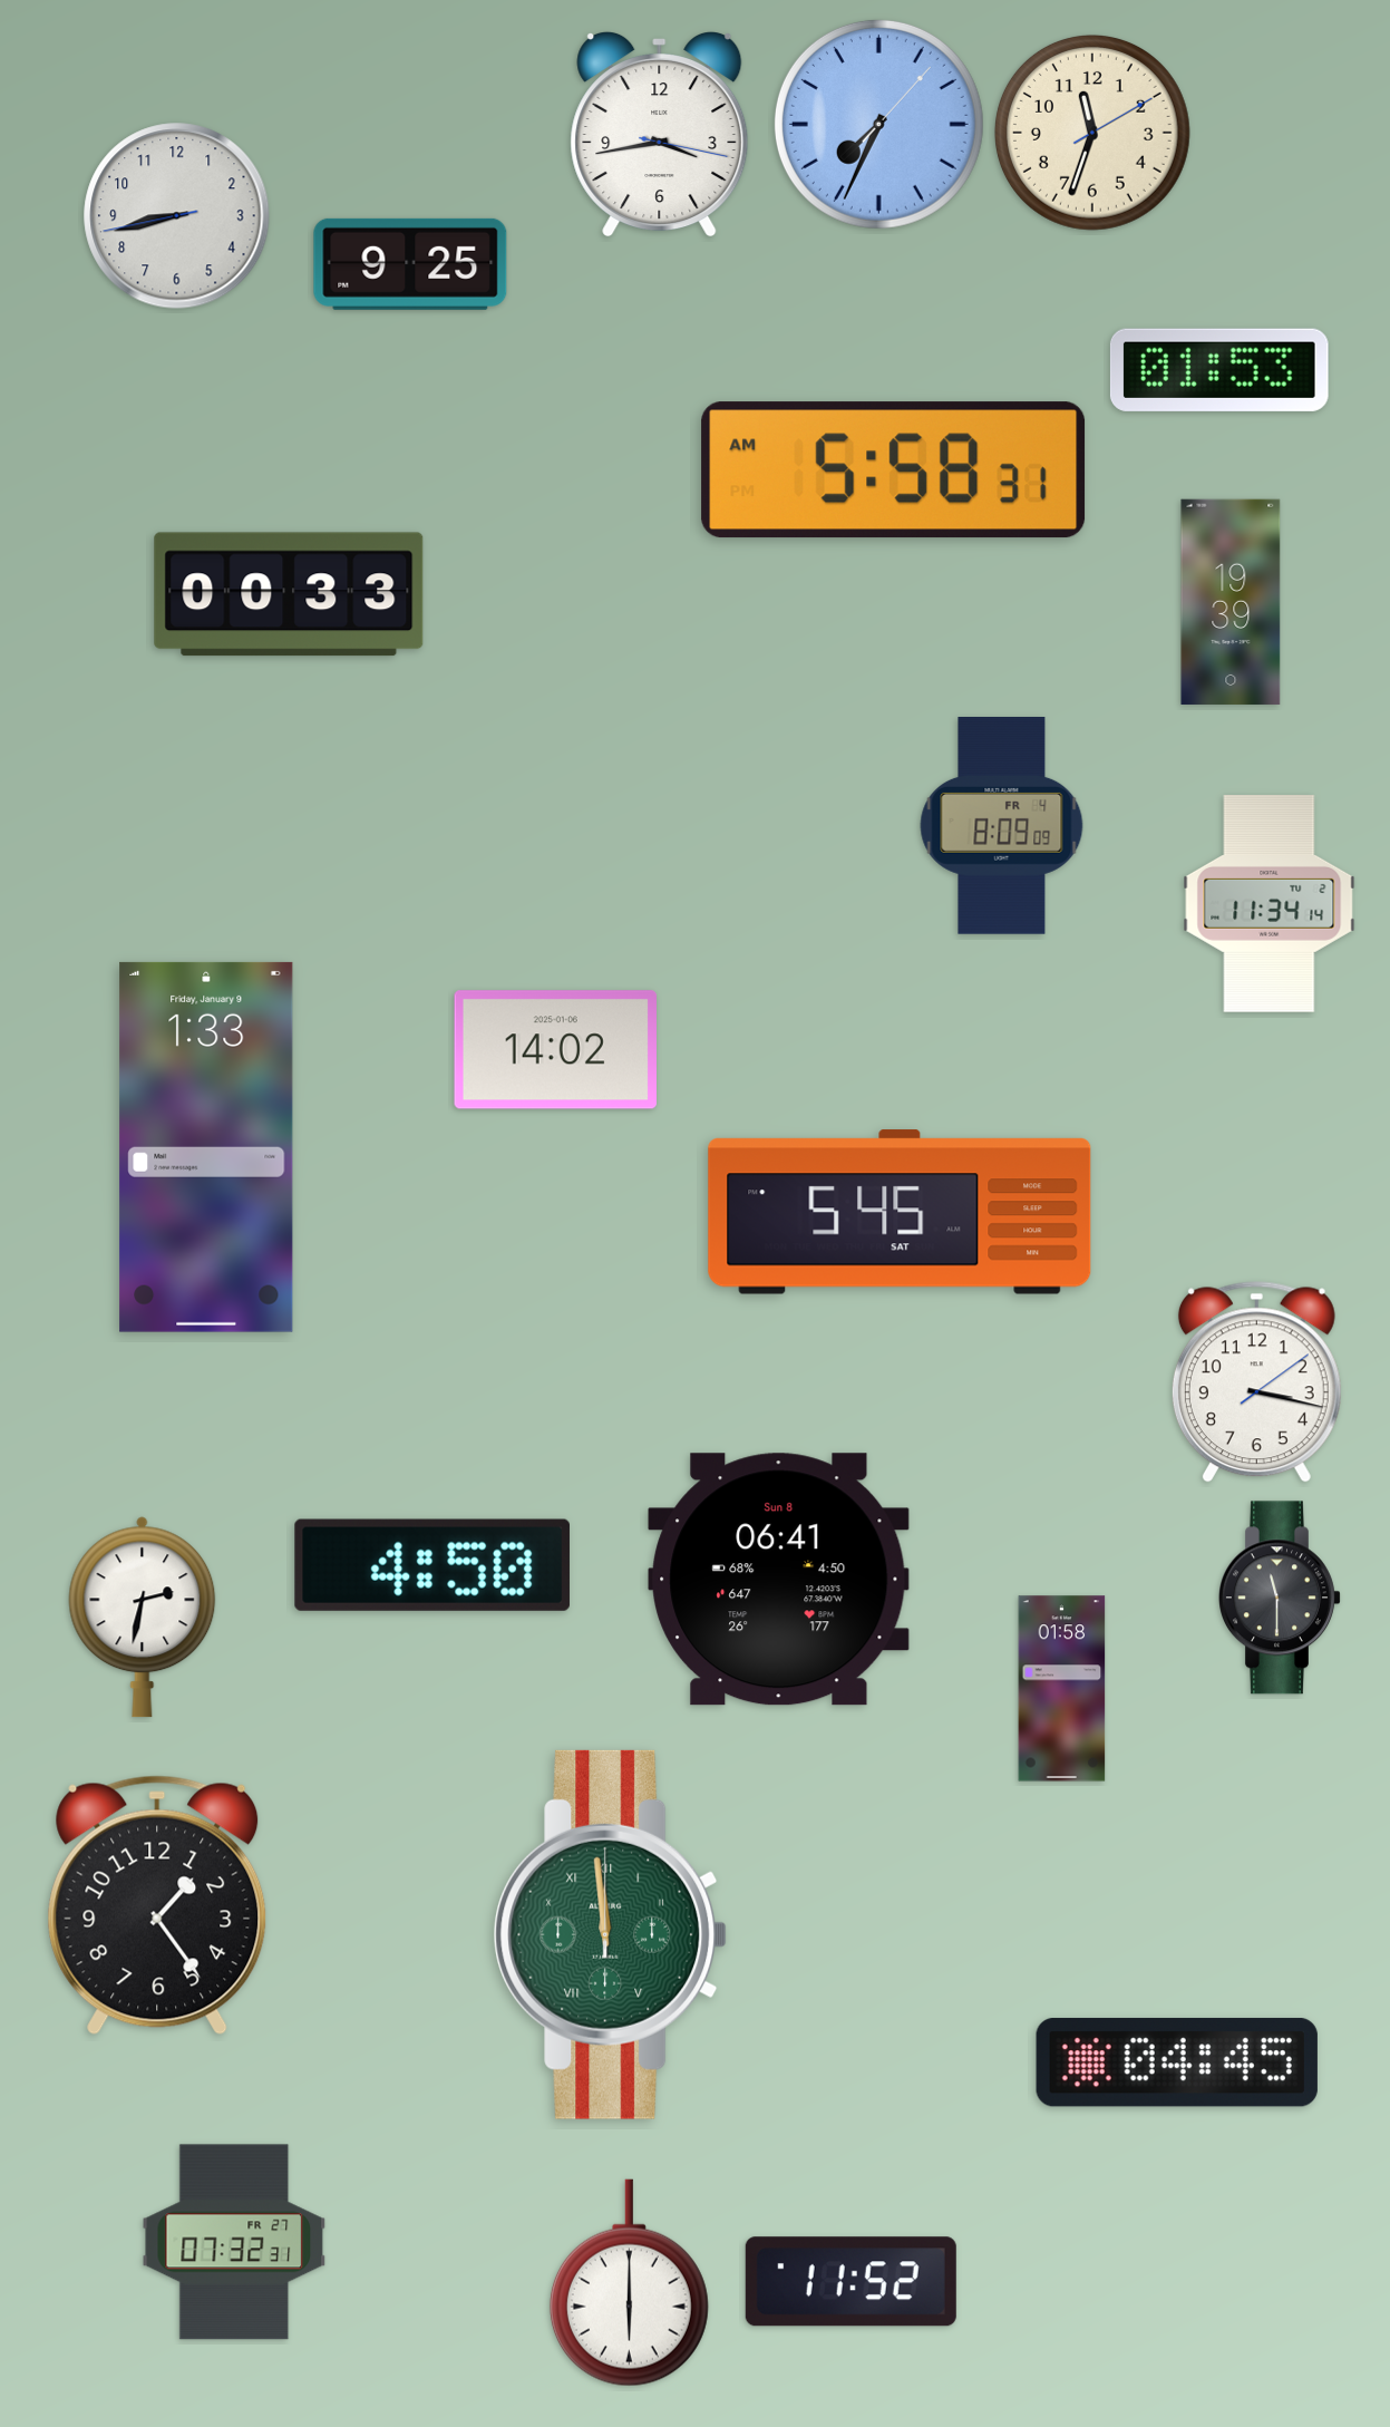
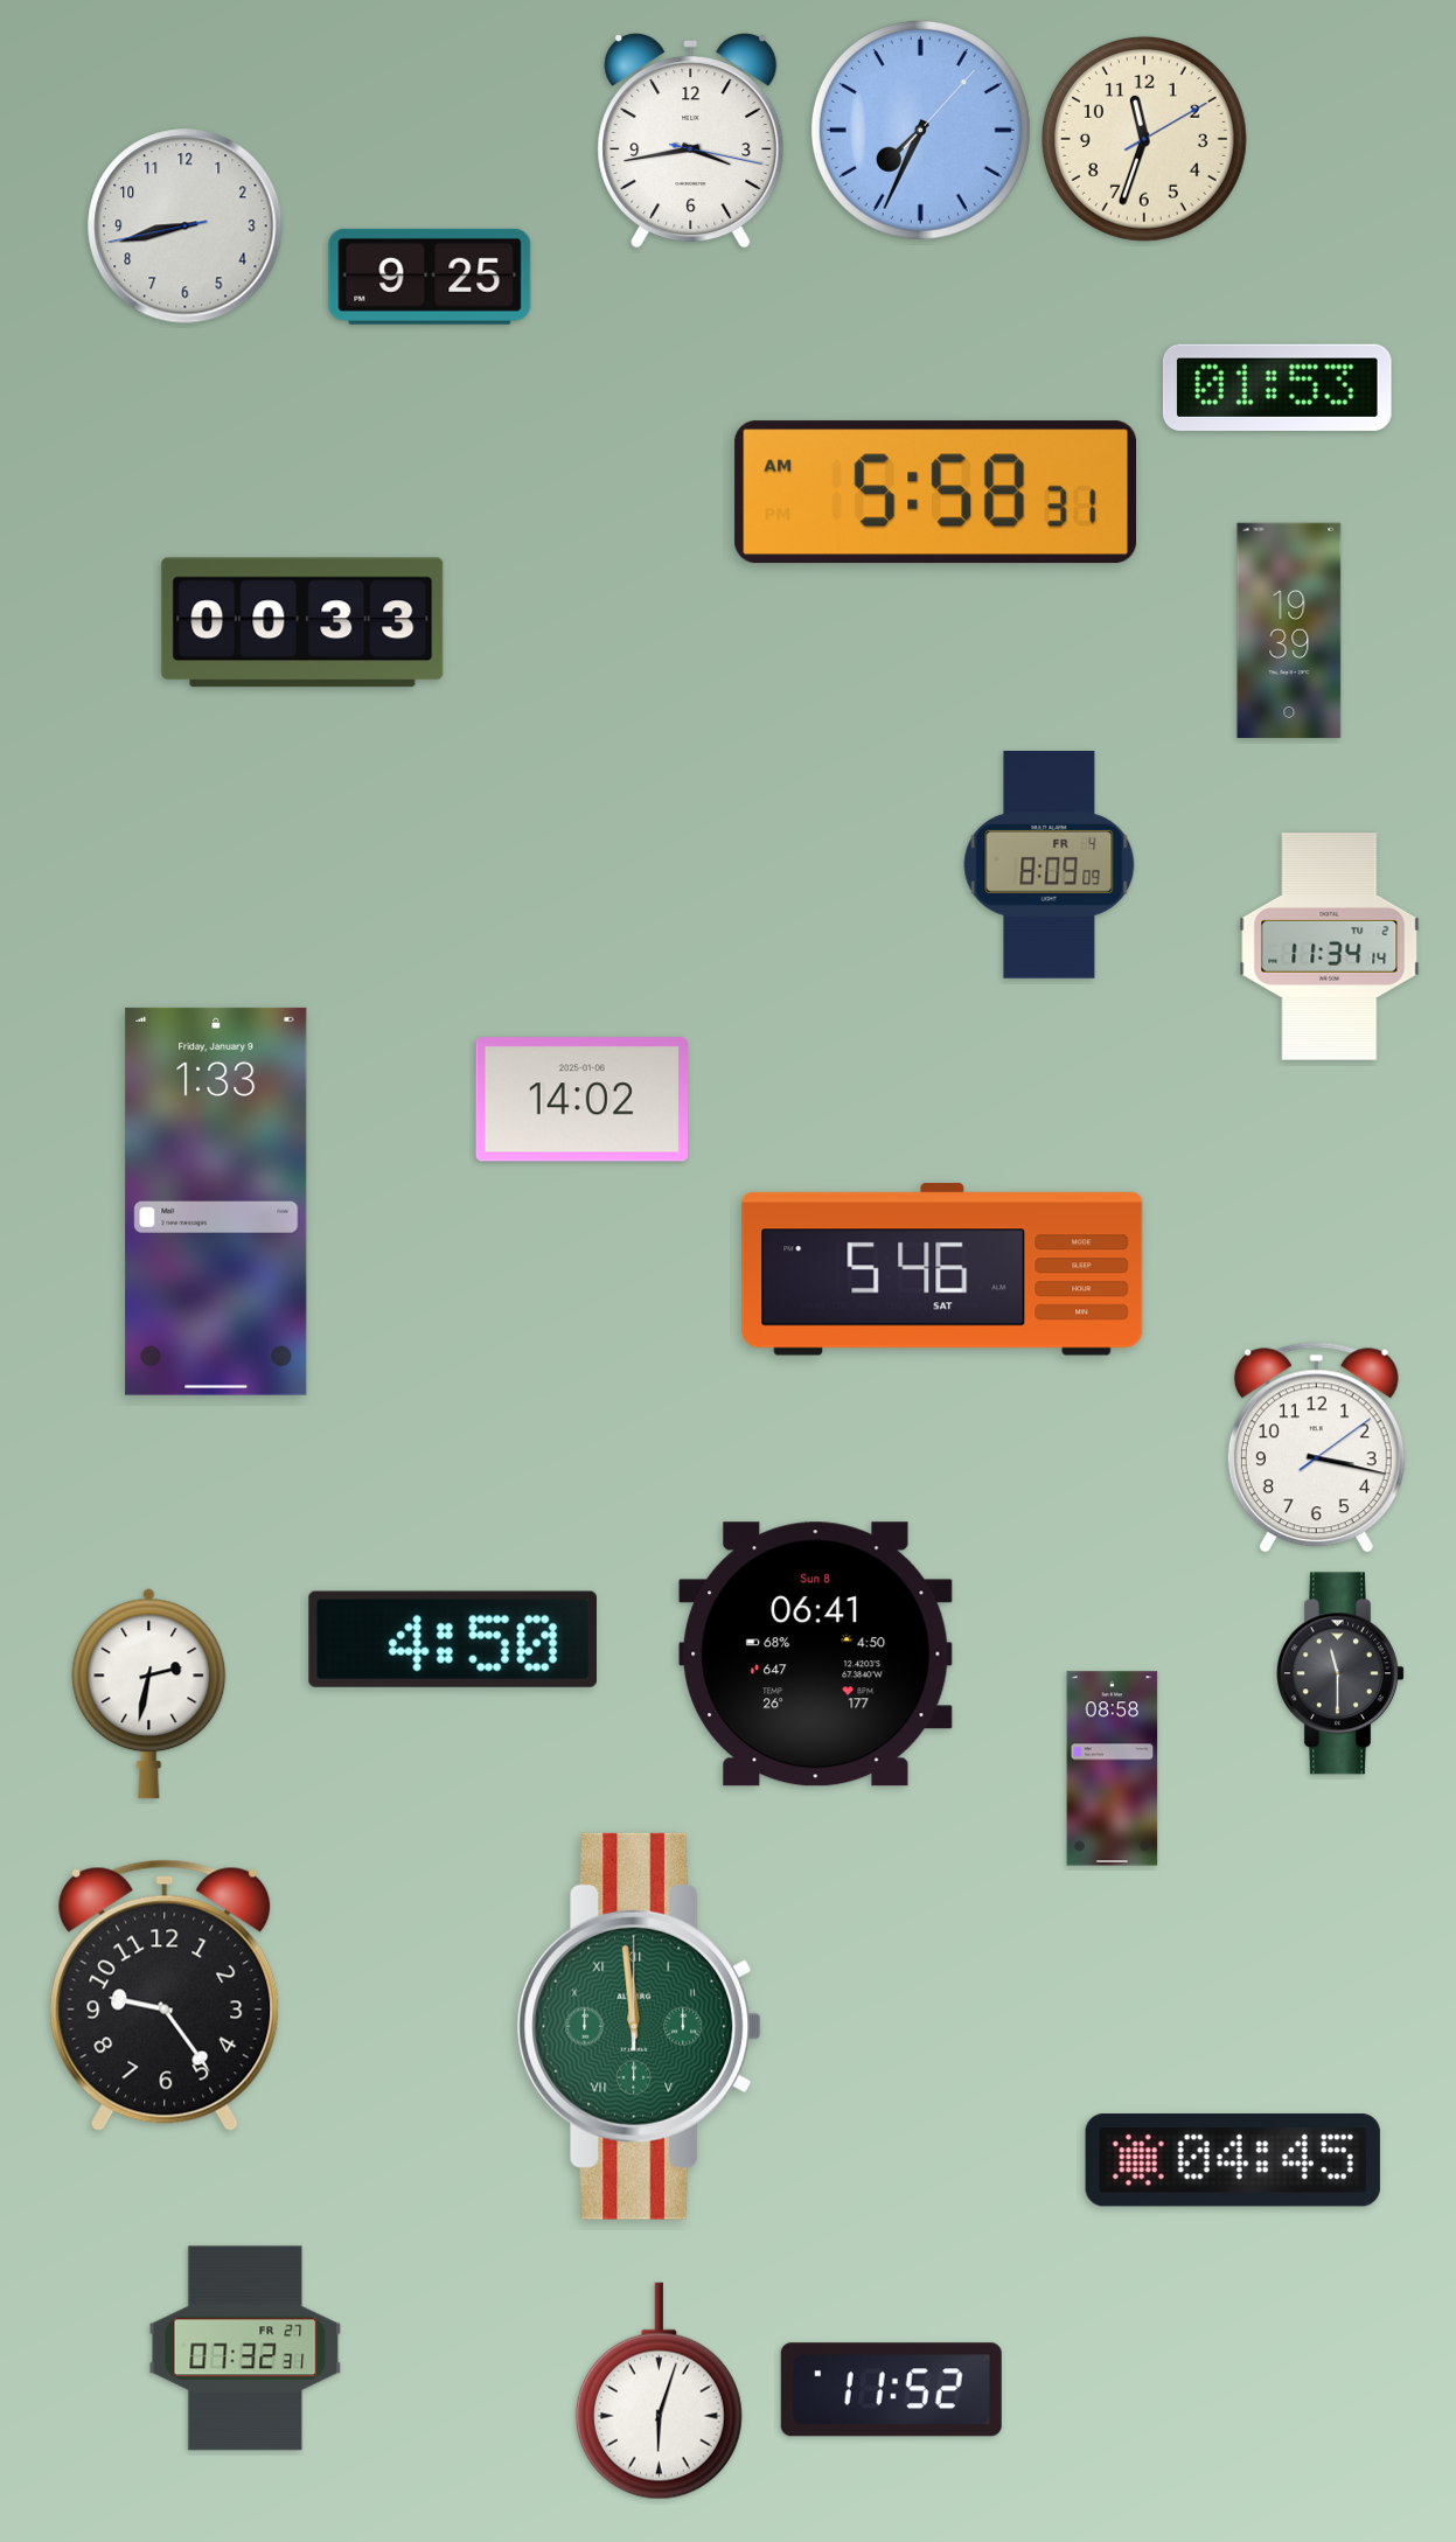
clock at (900, 1212): 5:45 -> 5:46
clock at (1062, 1689): 01:58 -> 08:58
clock at (157, 1905): 1:24 -> 9:24
clock at (629, 2283): 6:00 -> 6:03
